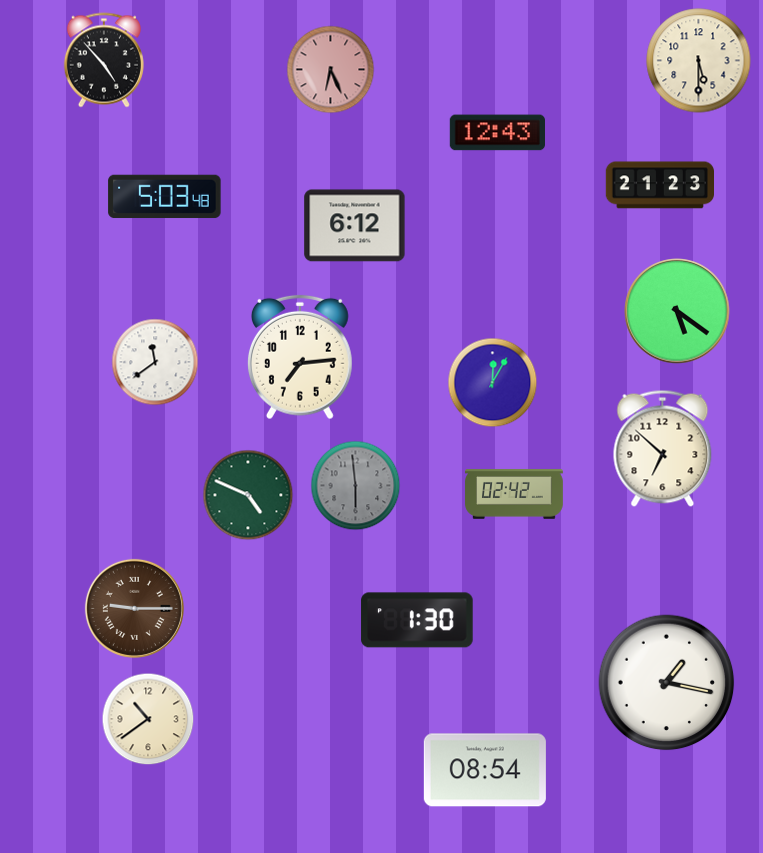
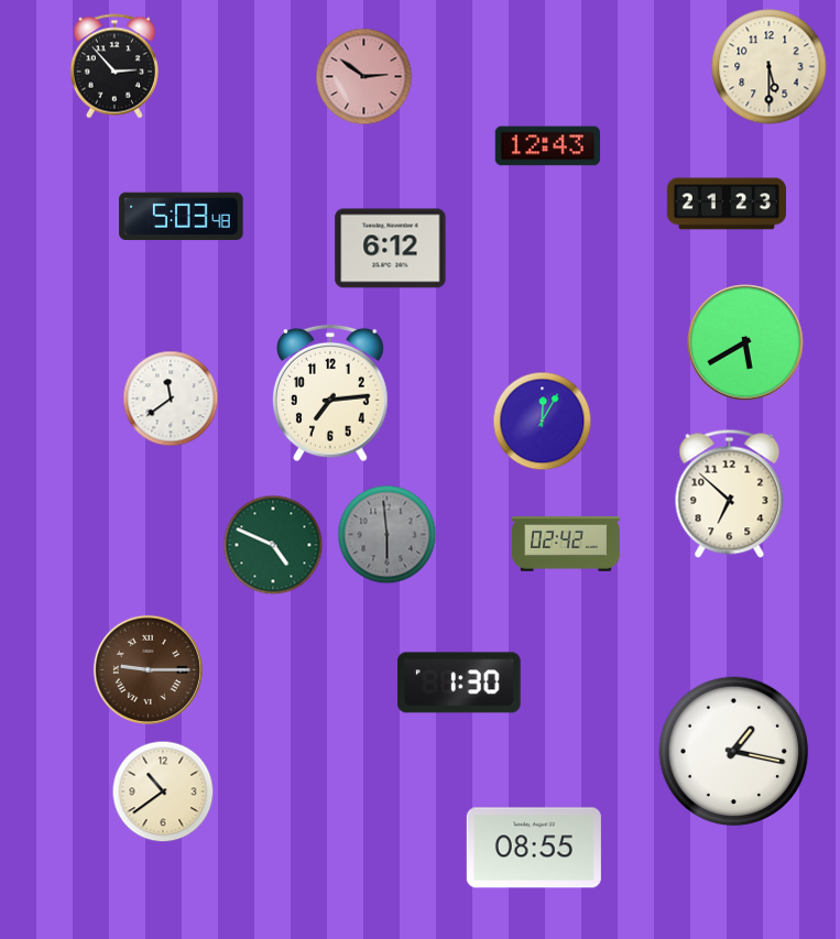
clock at (104, 60): 4:53 -> 2:53
clock at (331, 70): 6:26 -> 2:51
clock at (677, 311): 5:21 -> 5:40
clock at (356, 486) position: (356, 486) -> (388, 535)
clock at (485, 770): 08:54 -> 08:55
